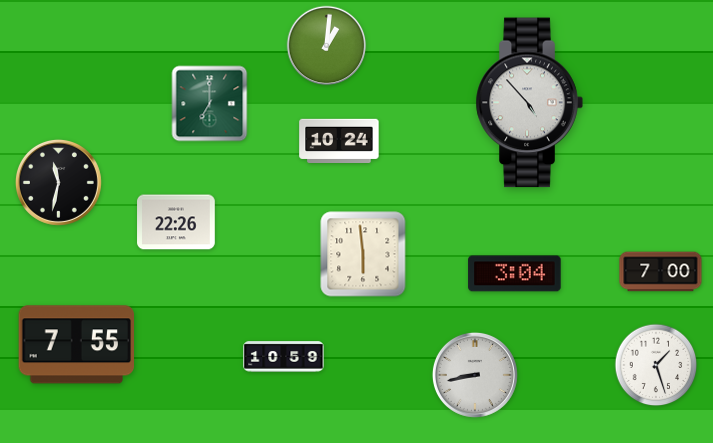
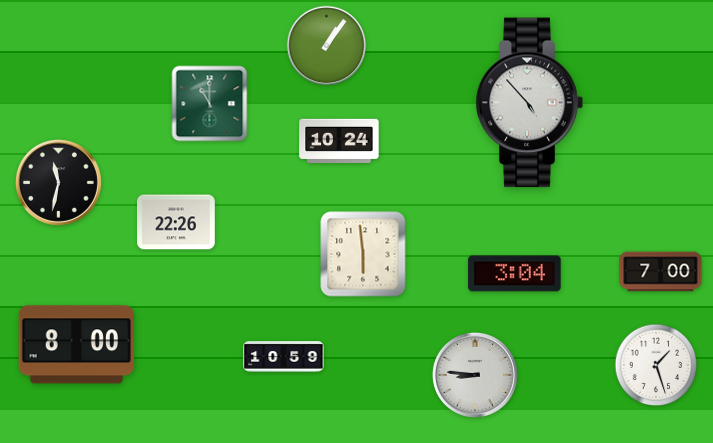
clock at (327, 46): 1:01 -> 1:06
clock at (210, 104): 7:00 -> 11:00
clock at (76, 345): 7:55 -> 8:00
clock at (475, 375): 8:43 -> 8:46
